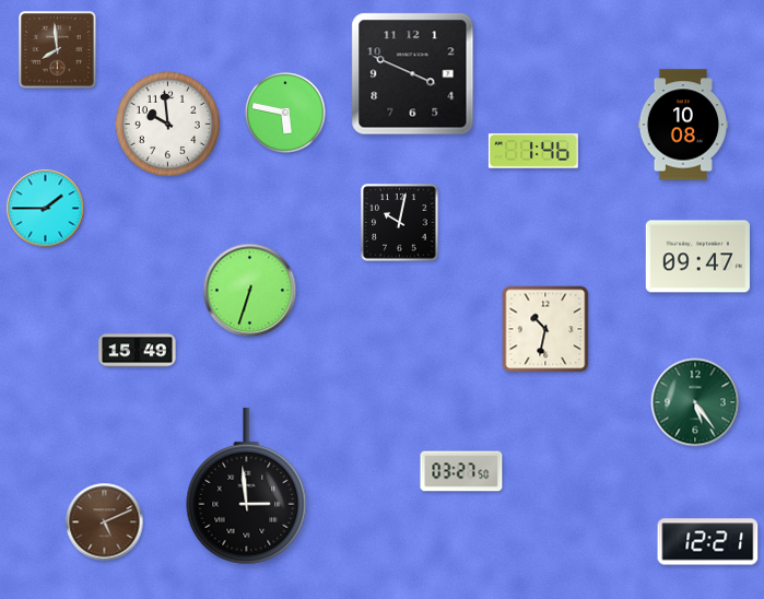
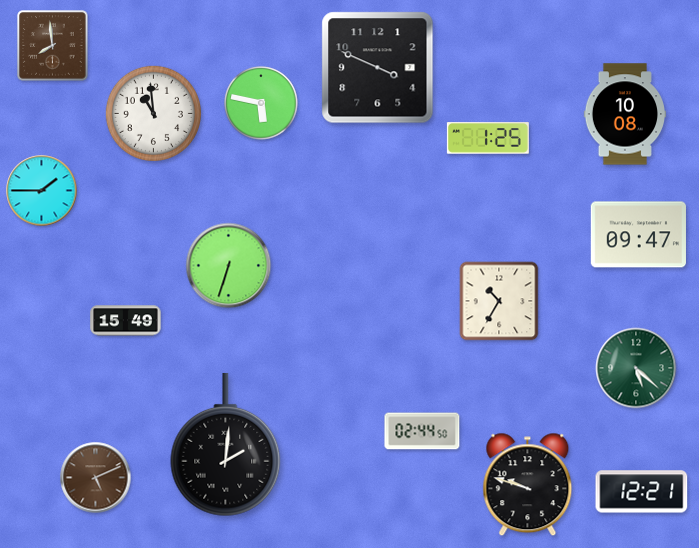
clock at (167, 124): 9:59 -> 10:59
clock at (533, 151): 1:46 -> 1:25
clock at (400, 223): 10:02 -> none
clock at (545, 329): 10:32 -> 10:35
clock at (695, 402): 5:24 -> 5:22
clock at (461, 471): 03:27 -> 02:44
clock at (247, 486): 2:59 -> 2:01
clock at (528, 485): none -> 9:48
clock at (708, 542) position: (708, 542) -> (642, 492)
